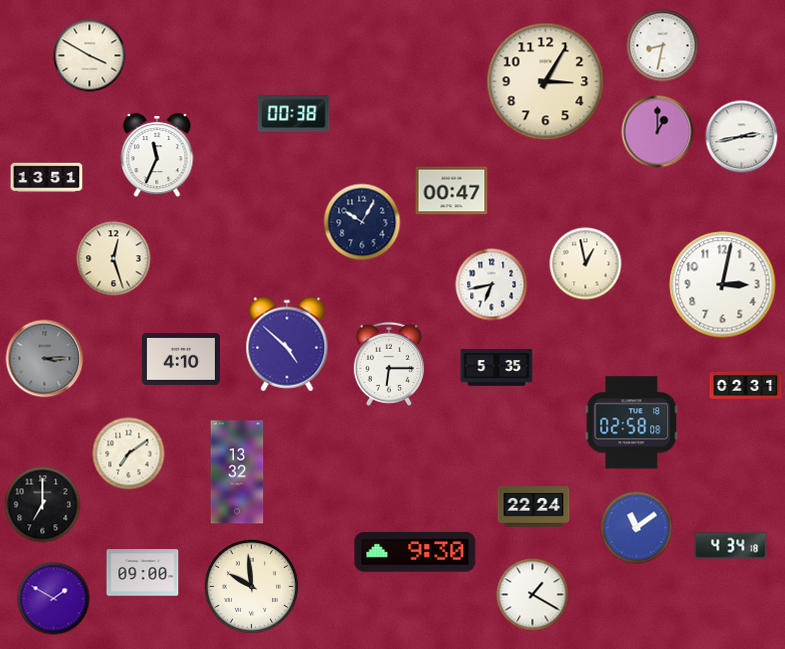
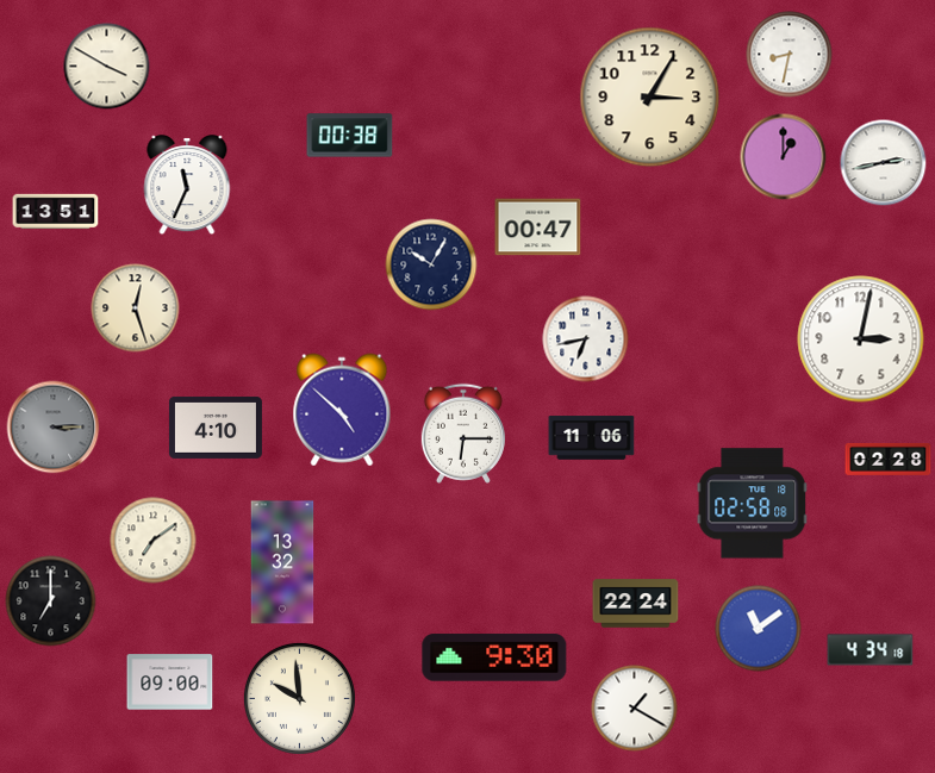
clock at (586, 264): 12:58 -> none
clock at (497, 368): 5:35 -> 11:06
clock at (746, 385): 02:31 -> 02:28
clock at (54, 599): 1:50 -> none
